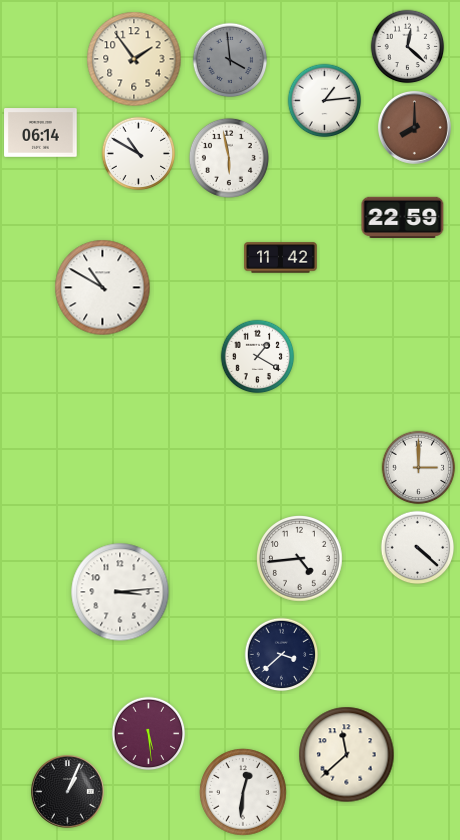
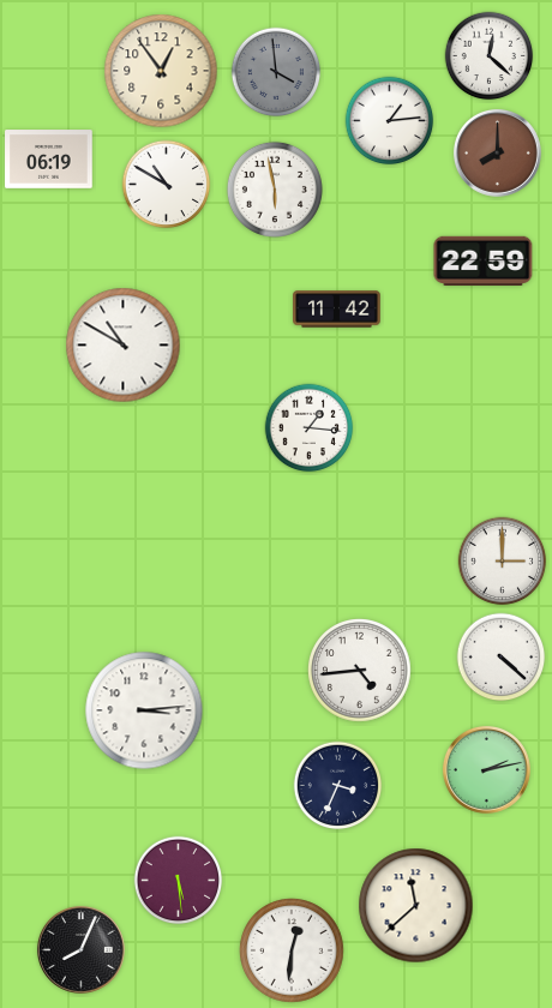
clock at (134, 59): 1:54 -> 12:54
clock at (41, 133): 06:14 -> 06:19
clock at (258, 357): 1:20 -> 1:16
clock at (486, 769): none -> 2:13
clock at (282, 655): 3:38 -> 3:34
clock at (67, 791): 1:04 -> 8:04
